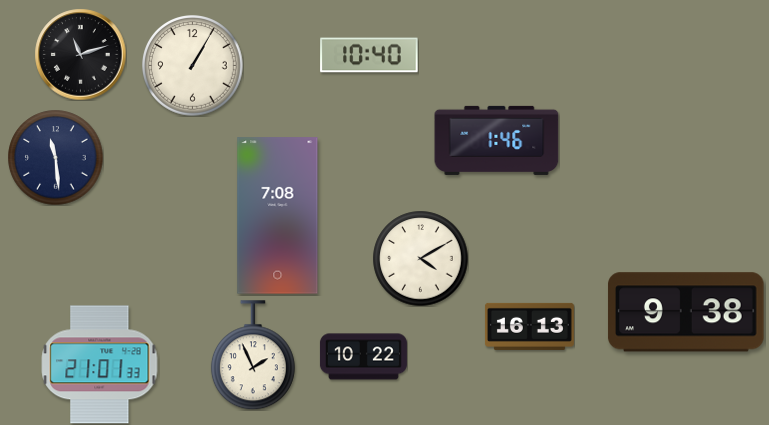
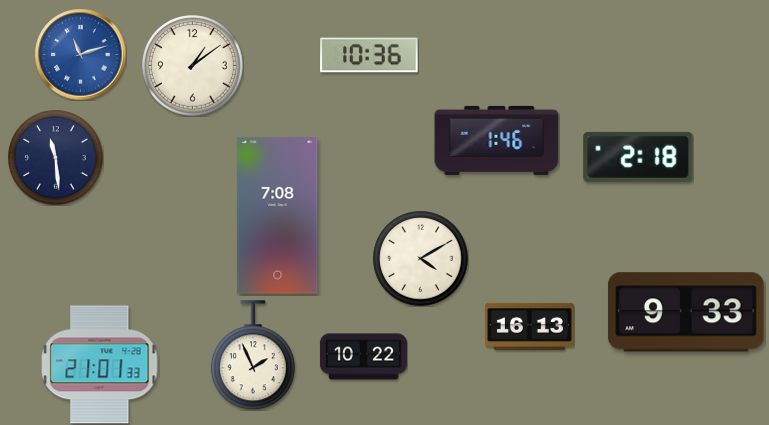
clock at (80, 54) dial: black -> blue
clock at (369, 55): 10:40 -> 10:36
clock at (193, 66): 1:05 -> 1:09
clock at (638, 157): none -> 2:18
clock at (686, 312): 9:38 -> 9:33
